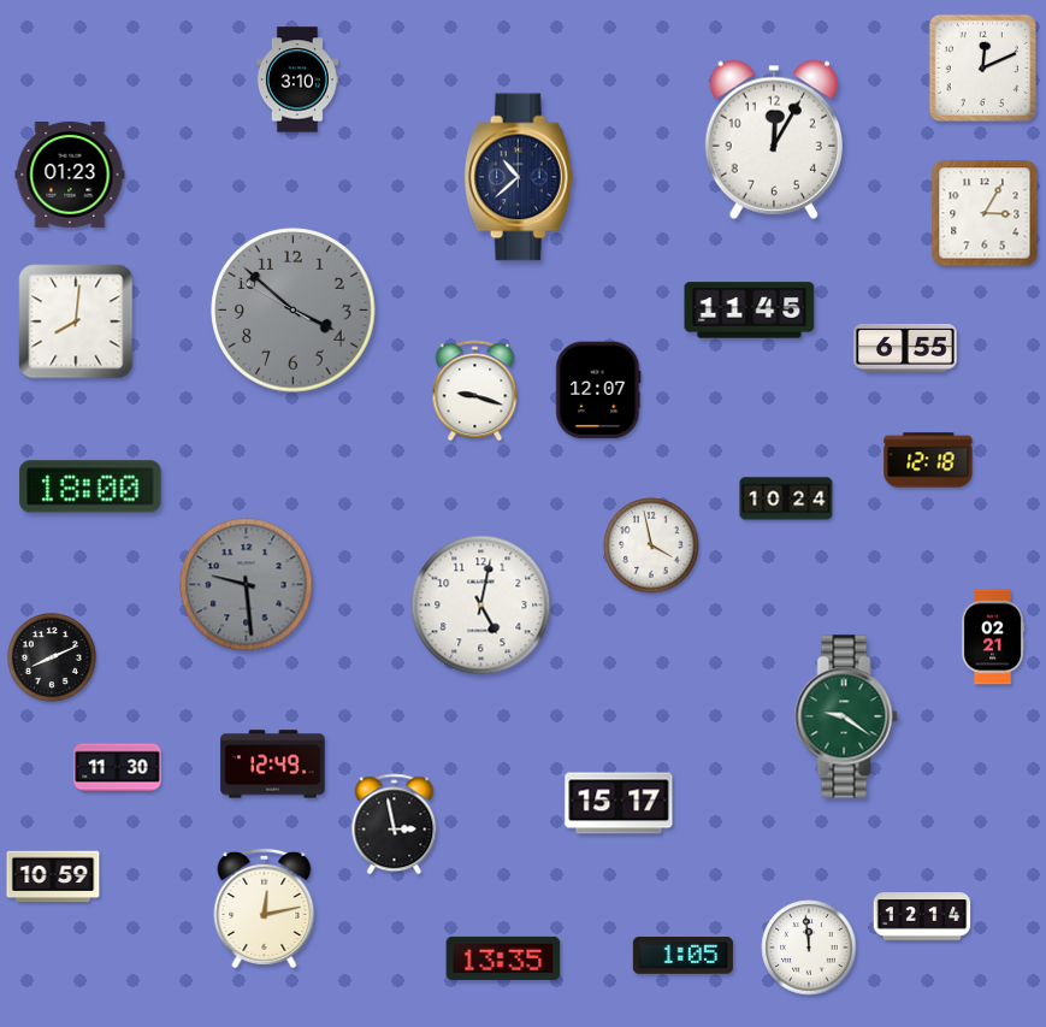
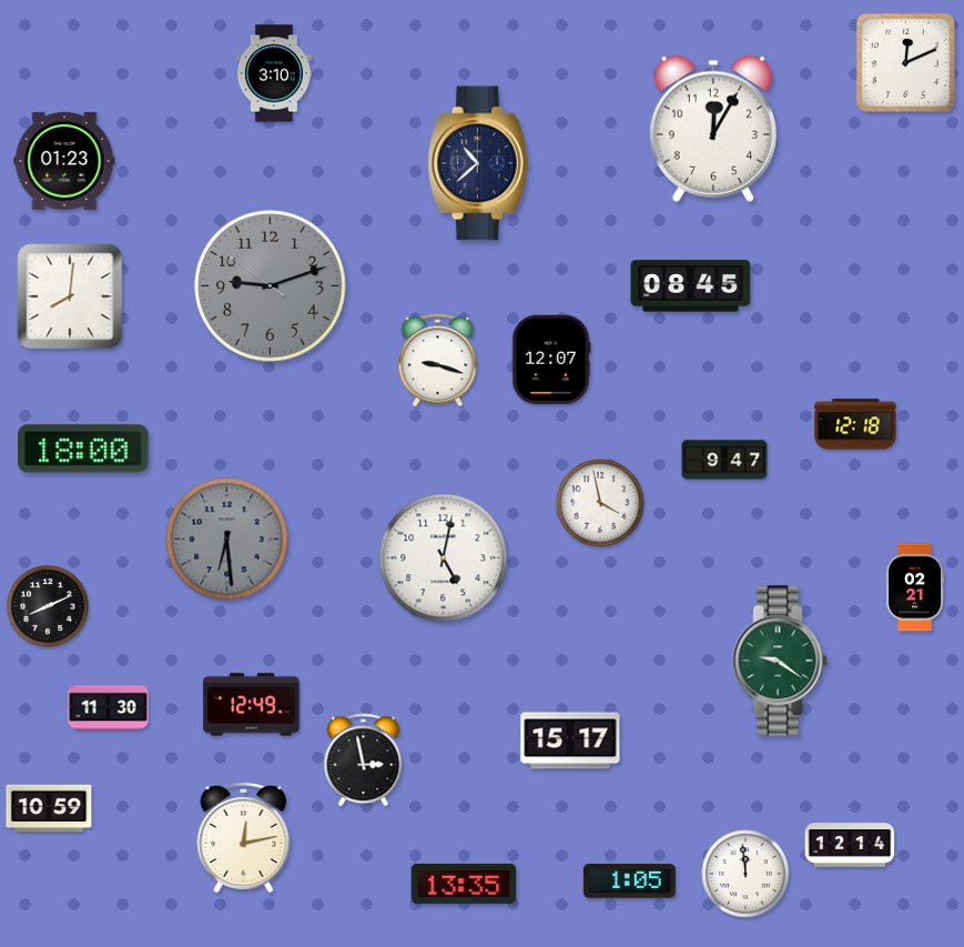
clock at (985, 213): 3:05 -> none
clock at (294, 311): 3:51 -> 9:11
clock at (750, 311): 11:45 -> 08:45
clock at (905, 349): 6:55 -> none
clock at (786, 498): 10:24 -> 9:47
clock at (247, 585): 9:29 -> 6:29
